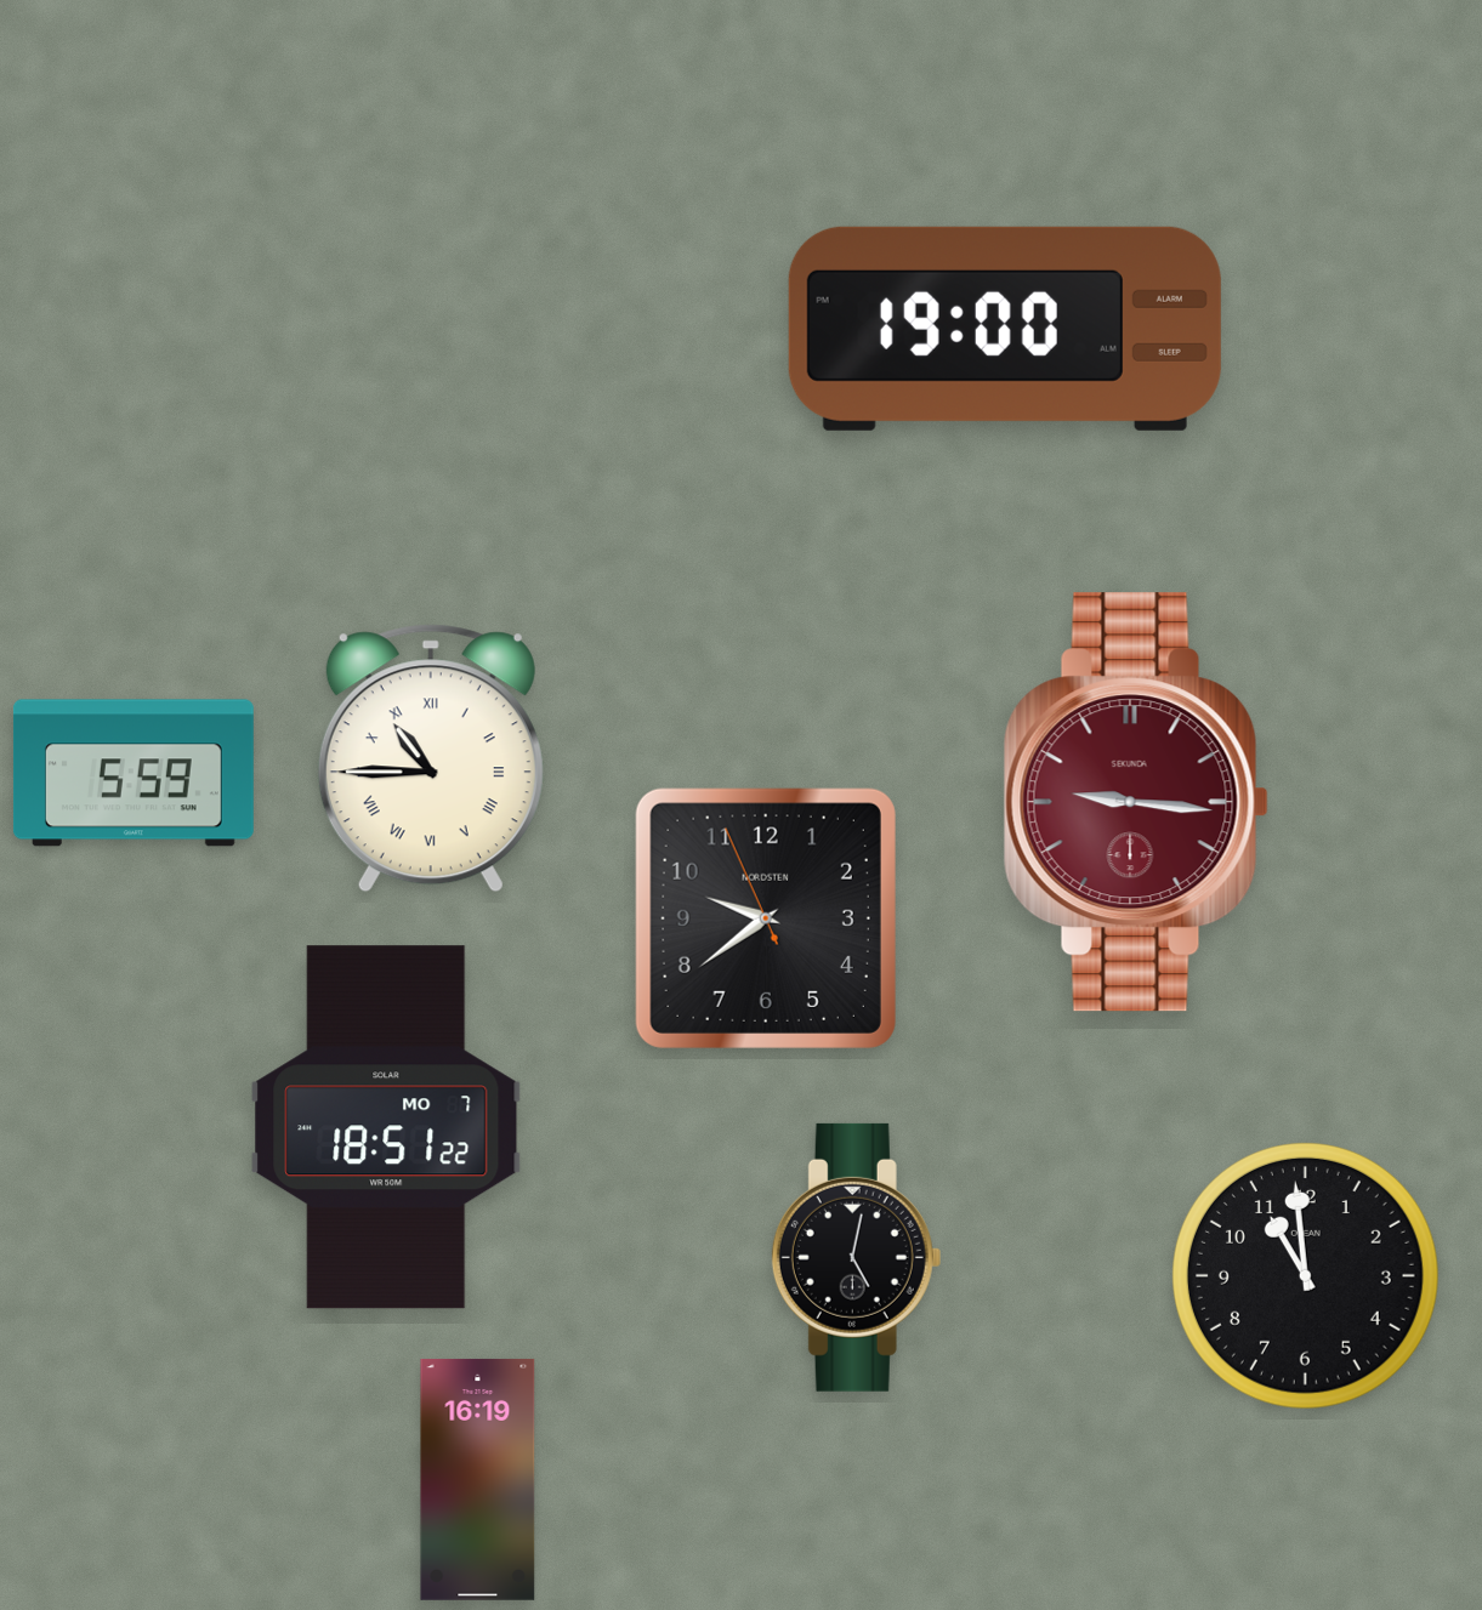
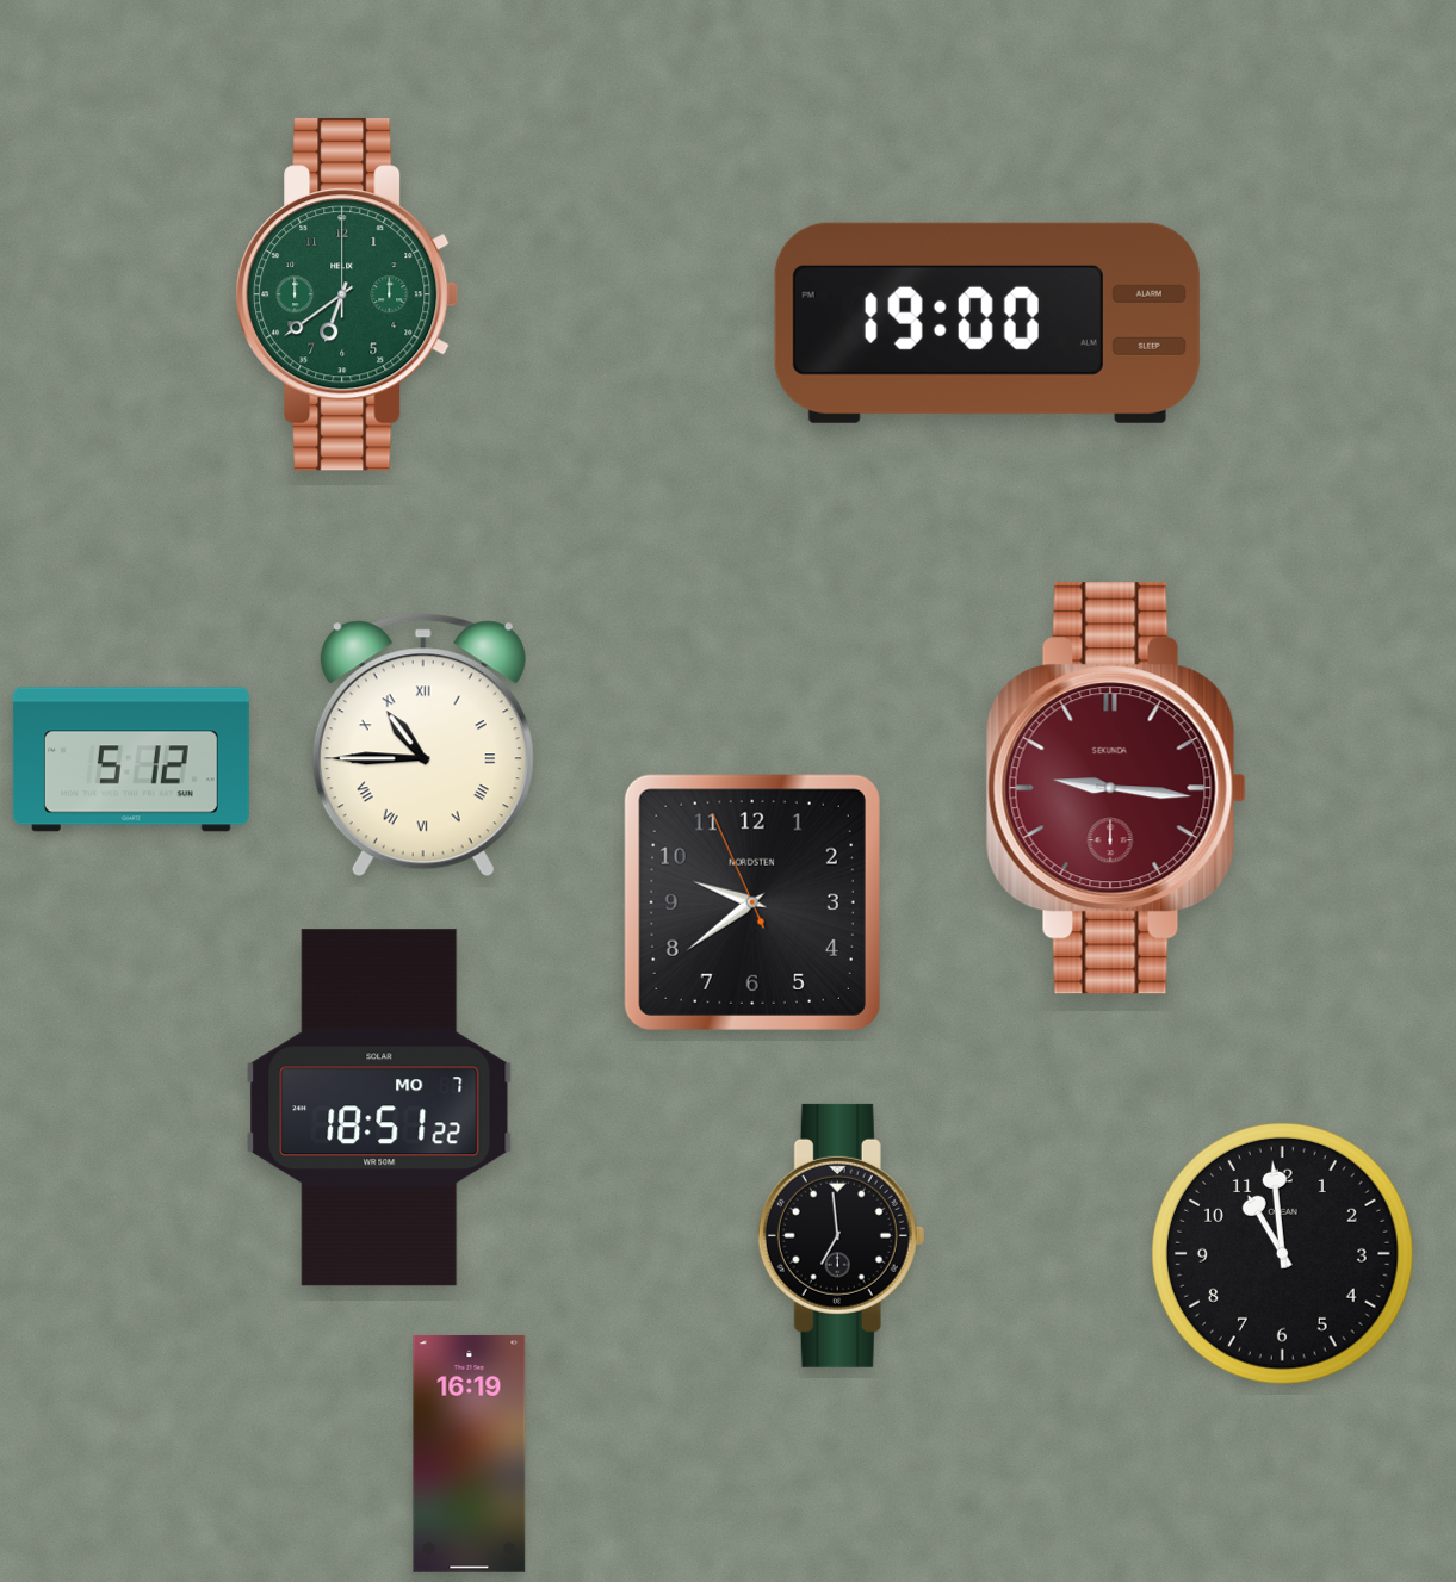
clock at (347, 294): none -> 6:39
clock at (134, 773): 5:59 -> 5:12
clock at (857, 1257): 5:02 -> 6:59
